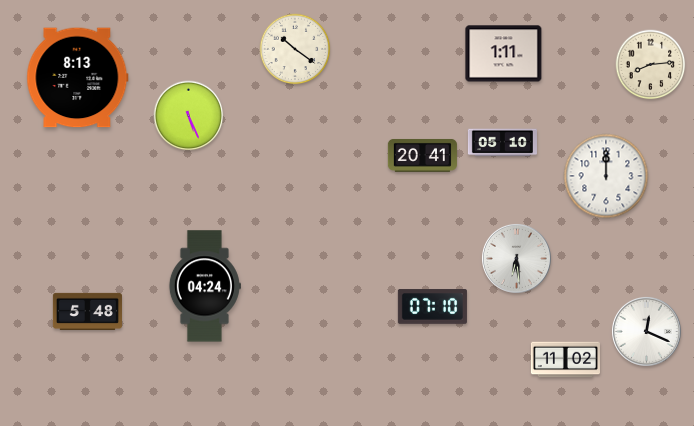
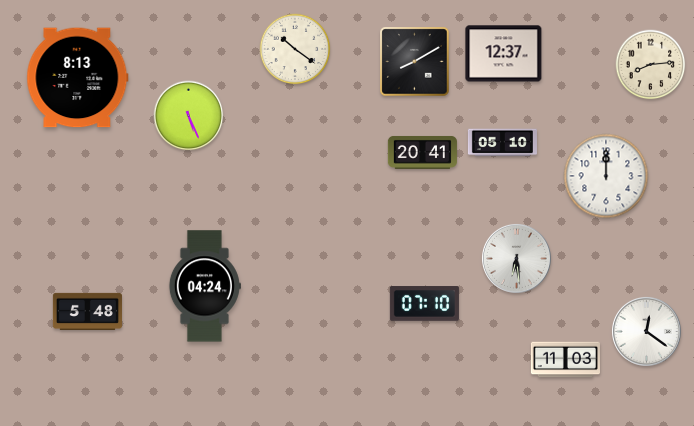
clock at (504, 54): 1:11 -> 12:37
clock at (415, 62): none -> 8:10
clock at (422, 155) position: (422, 155) -> (422, 152)
clock at (432, 307) position: (432, 307) -> (424, 304)
clock at (646, 331): 12:19 -> 12:21
clock at (565, 360): 11:02 -> 11:03
